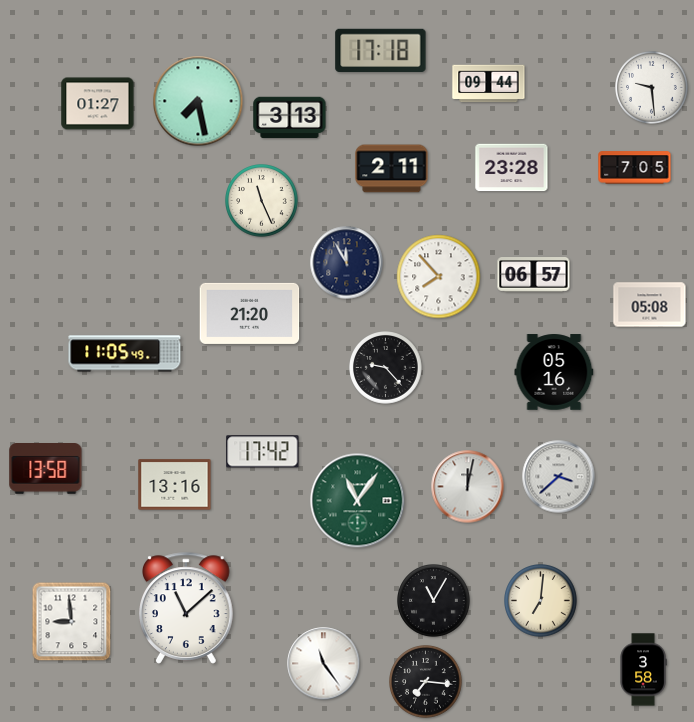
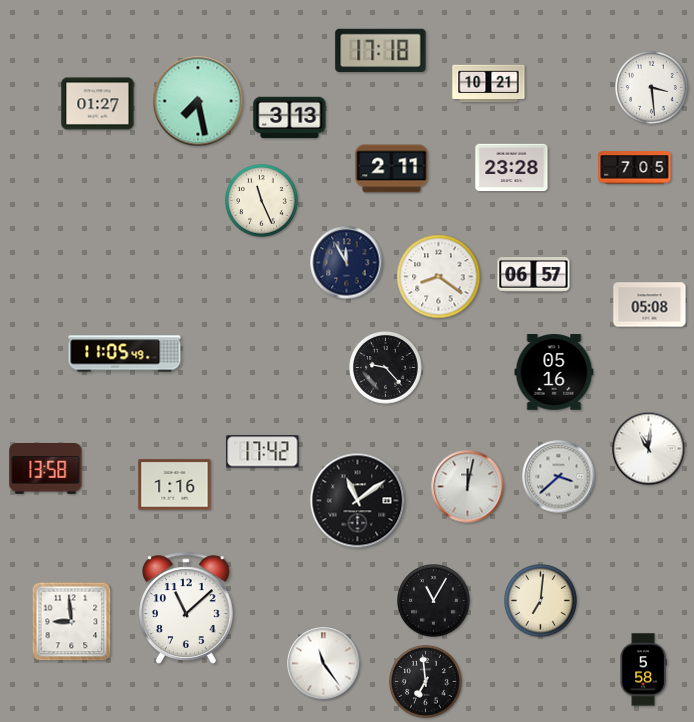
clock at (489, 84): 09:44 -> 10:21
clock at (652, 88): 9:29 -> 3:29
clock at (439, 277): 7:53 -> 8:21
clock at (250, 313): 21:20 -> none
clock at (649, 449): none -> 11:01
clock at (175, 485): 13:16 -> 1:16
clock at (358, 501): 11:06 -> 11:09
clock at (358, 501) dial: green -> black
clock at (643, 670): 3:58 -> 5:58
clock at (426, 682): 7:16 -> 6:59
